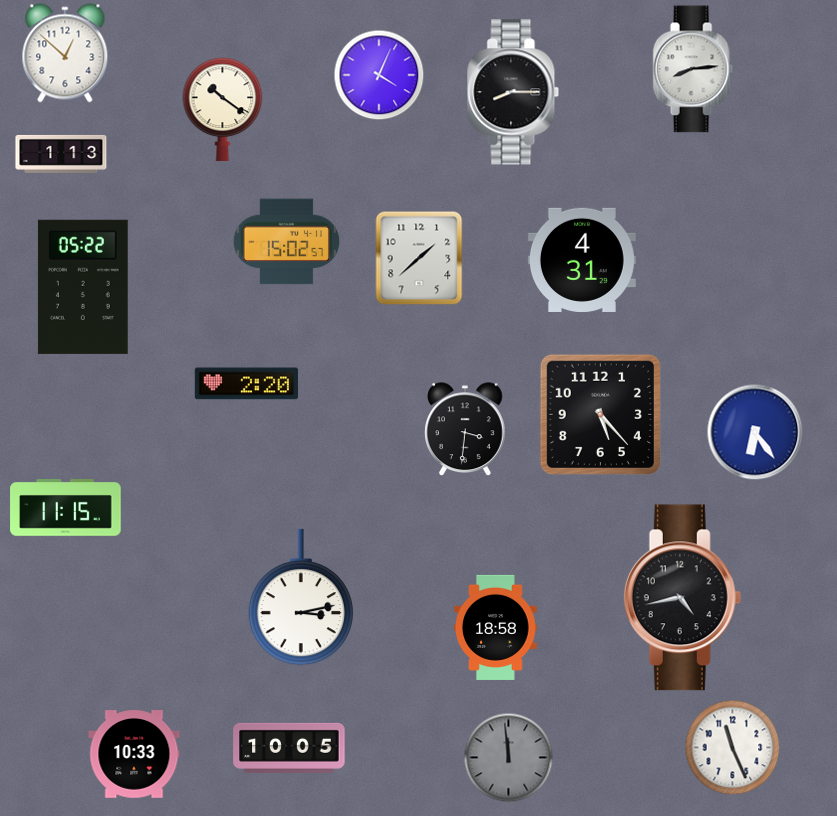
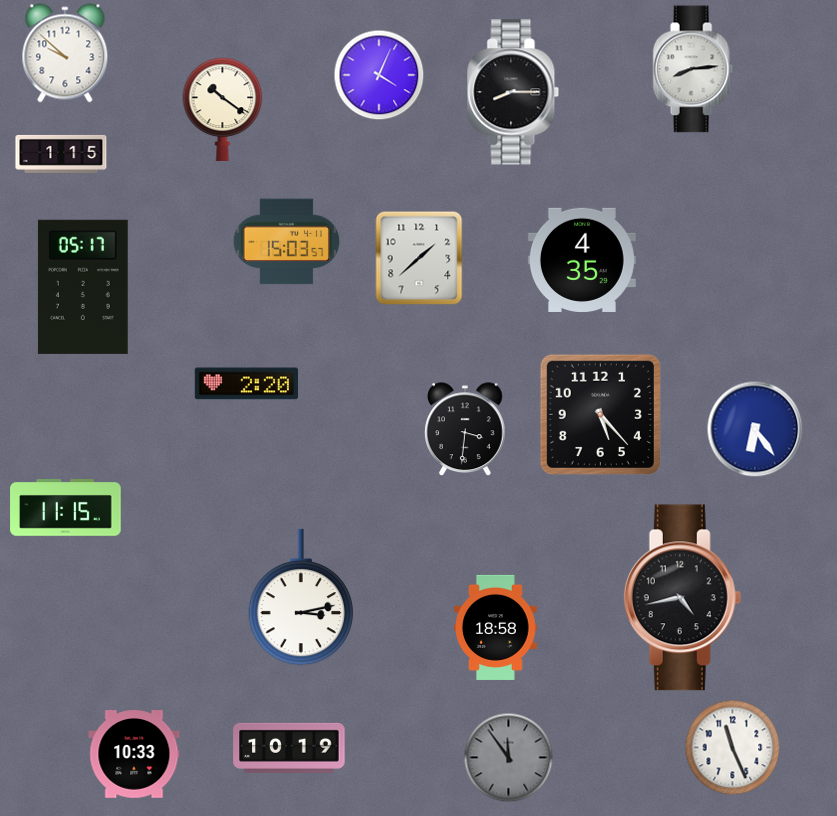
clock at (65, 53): 12:52 -> 9:52
clock at (61, 154): 1:13 -> 1:15
clock at (286, 242): 15:02 -> 15:03
clock at (582, 260): 4:31 -> 4:35
clock at (83, 287): 05:22 -> 05:17
clock at (755, 432) position: (755, 432) -> (755, 429)
clock at (289, 748): 10:05 -> 10:19
clock at (509, 758): 11:59 -> 11:54
